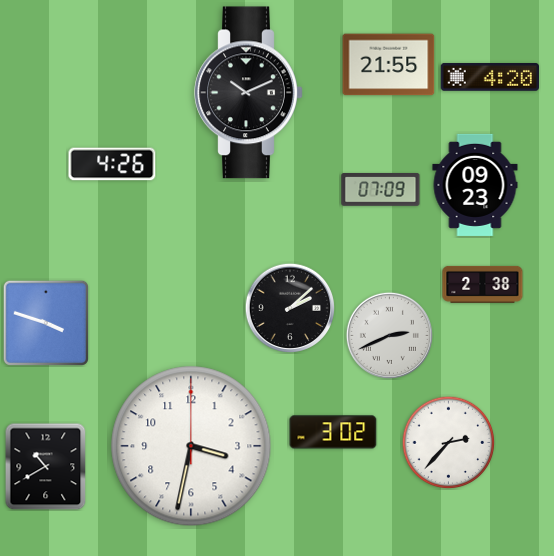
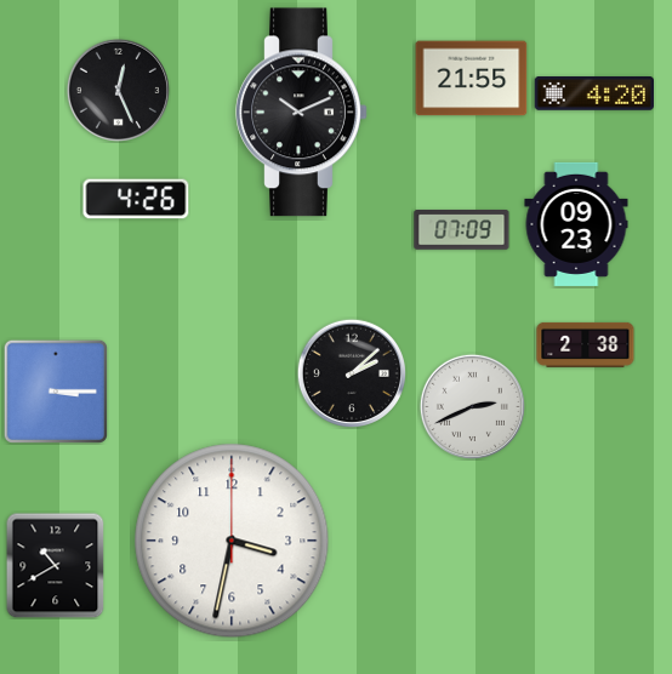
clock at (118, 90): none -> 12:26
clock at (46, 323): 3:48 -> 3:15
clock at (333, 432): 3:02 -> none
clock at (448, 442): 2:37 -> none
